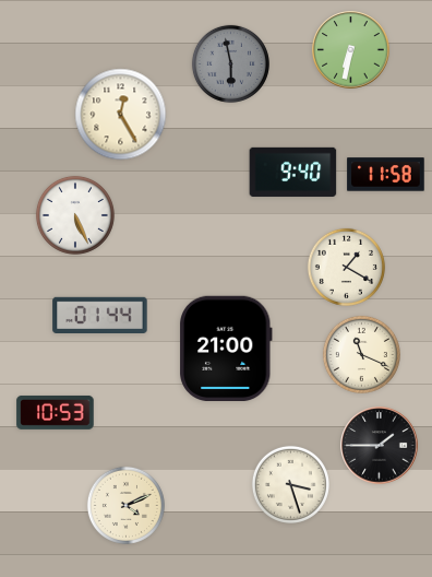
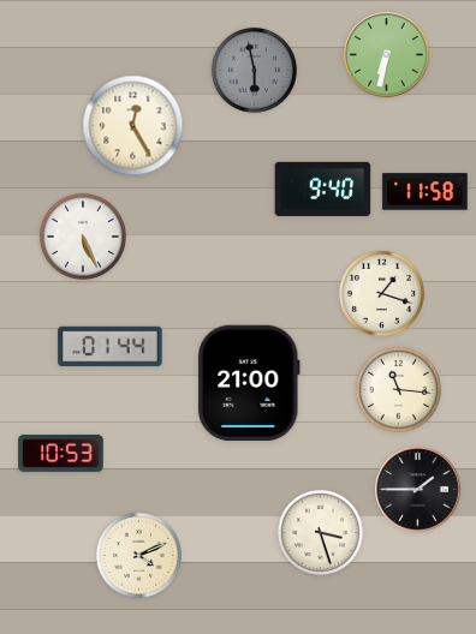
clock at (346, 267): 1:20 -> 1:18
clock at (361, 354): 11:19 -> 11:16
